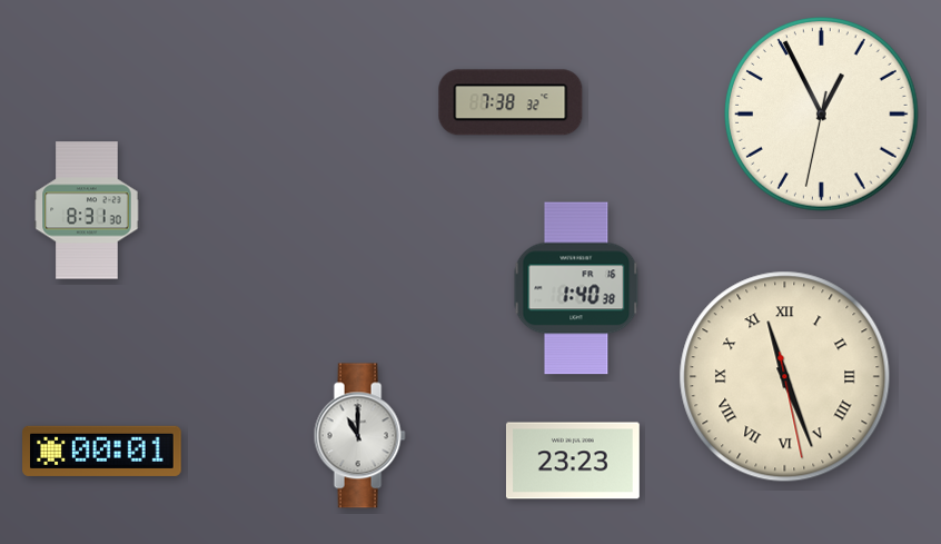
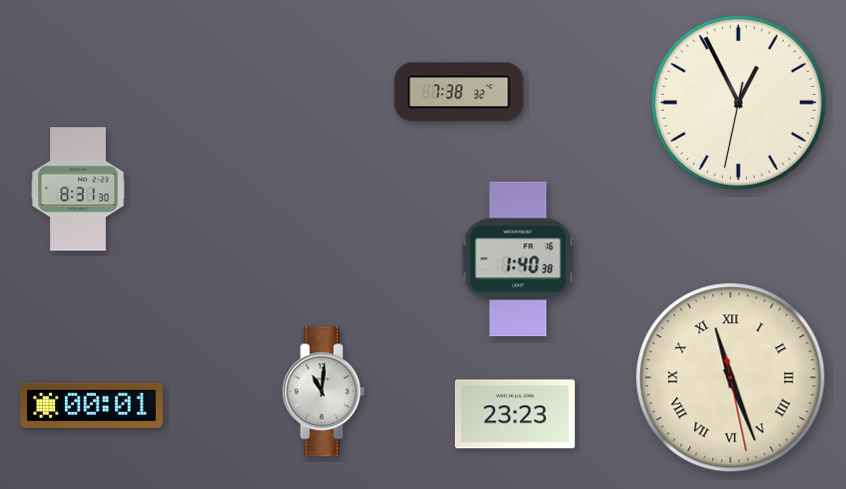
clock at (785, 377) position: (785, 377) -> (731, 378)
clock at (359, 436): 11:00 -> 11:01
